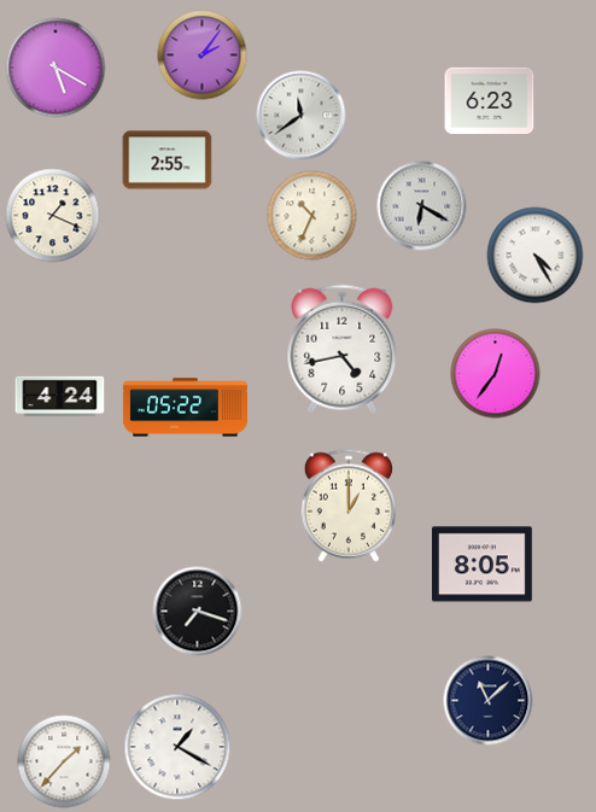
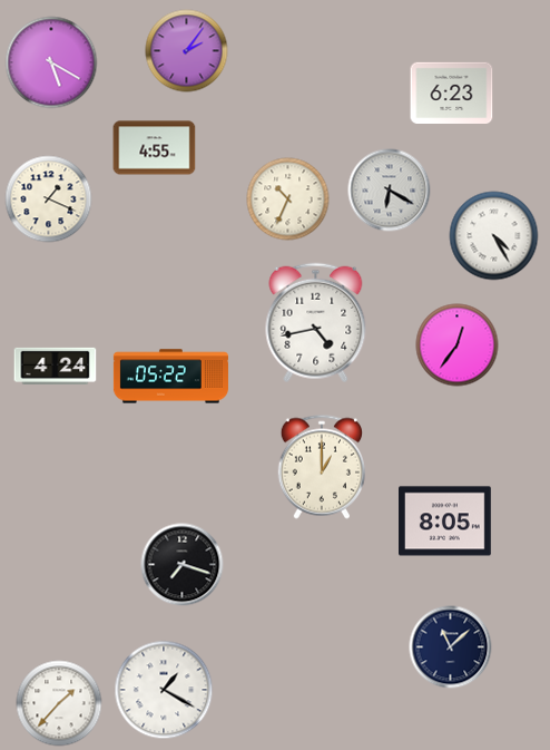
clock at (302, 116): 11:39 -> none
clock at (168, 160): 2:55 -> 4:55
